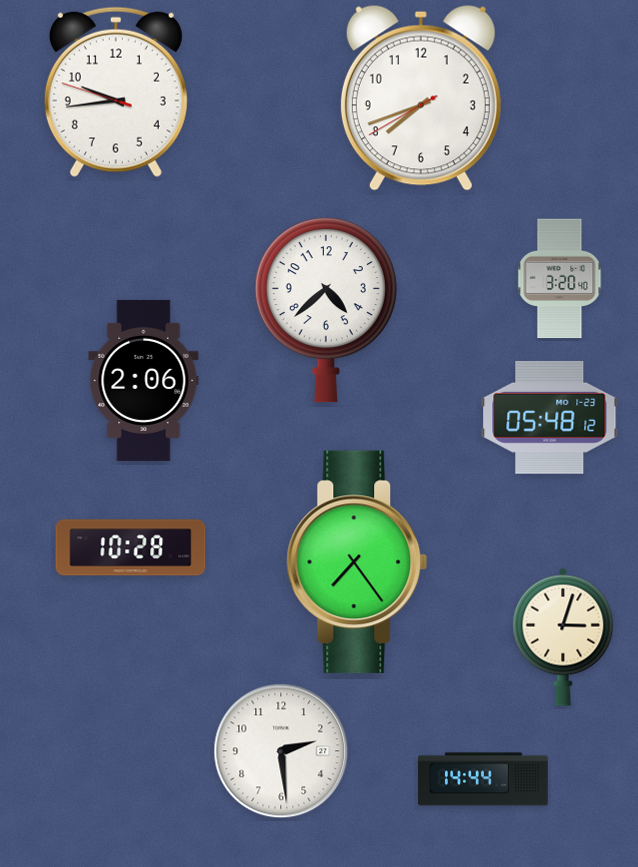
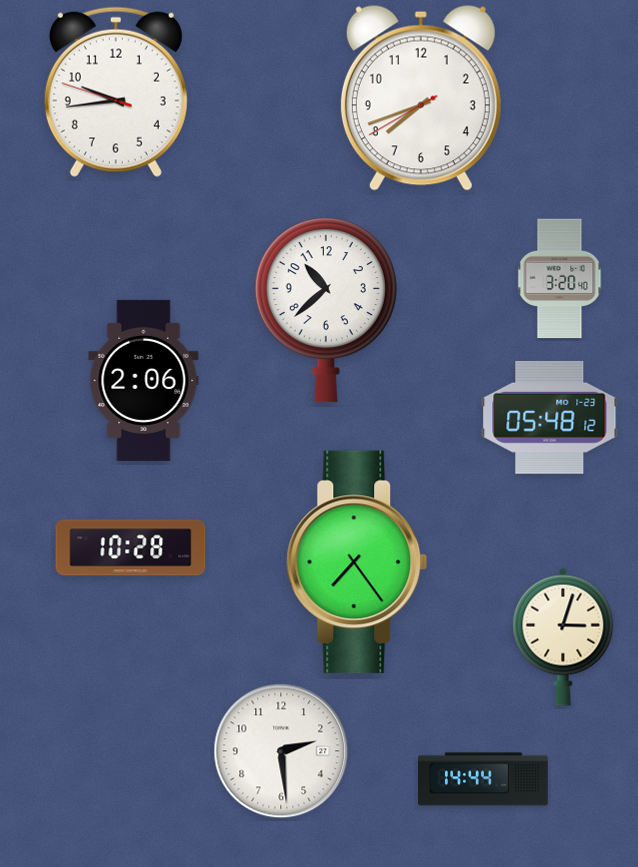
clock at (326, 311): 4:38 -> 10:38
